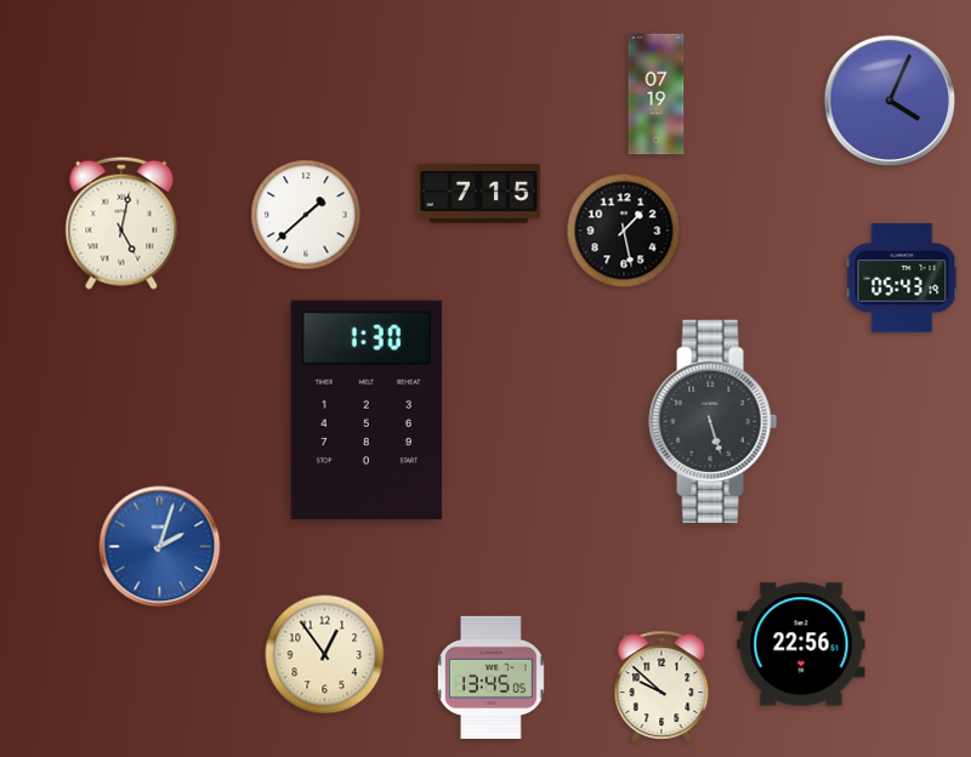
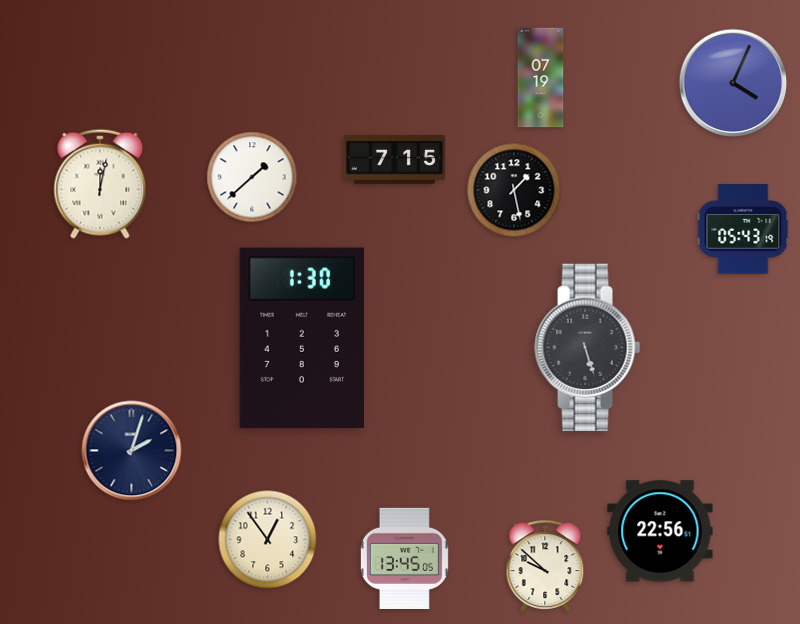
clock at (121, 223): 5:02 -> 12:02
clock at (160, 547) dial: blue -> navy
